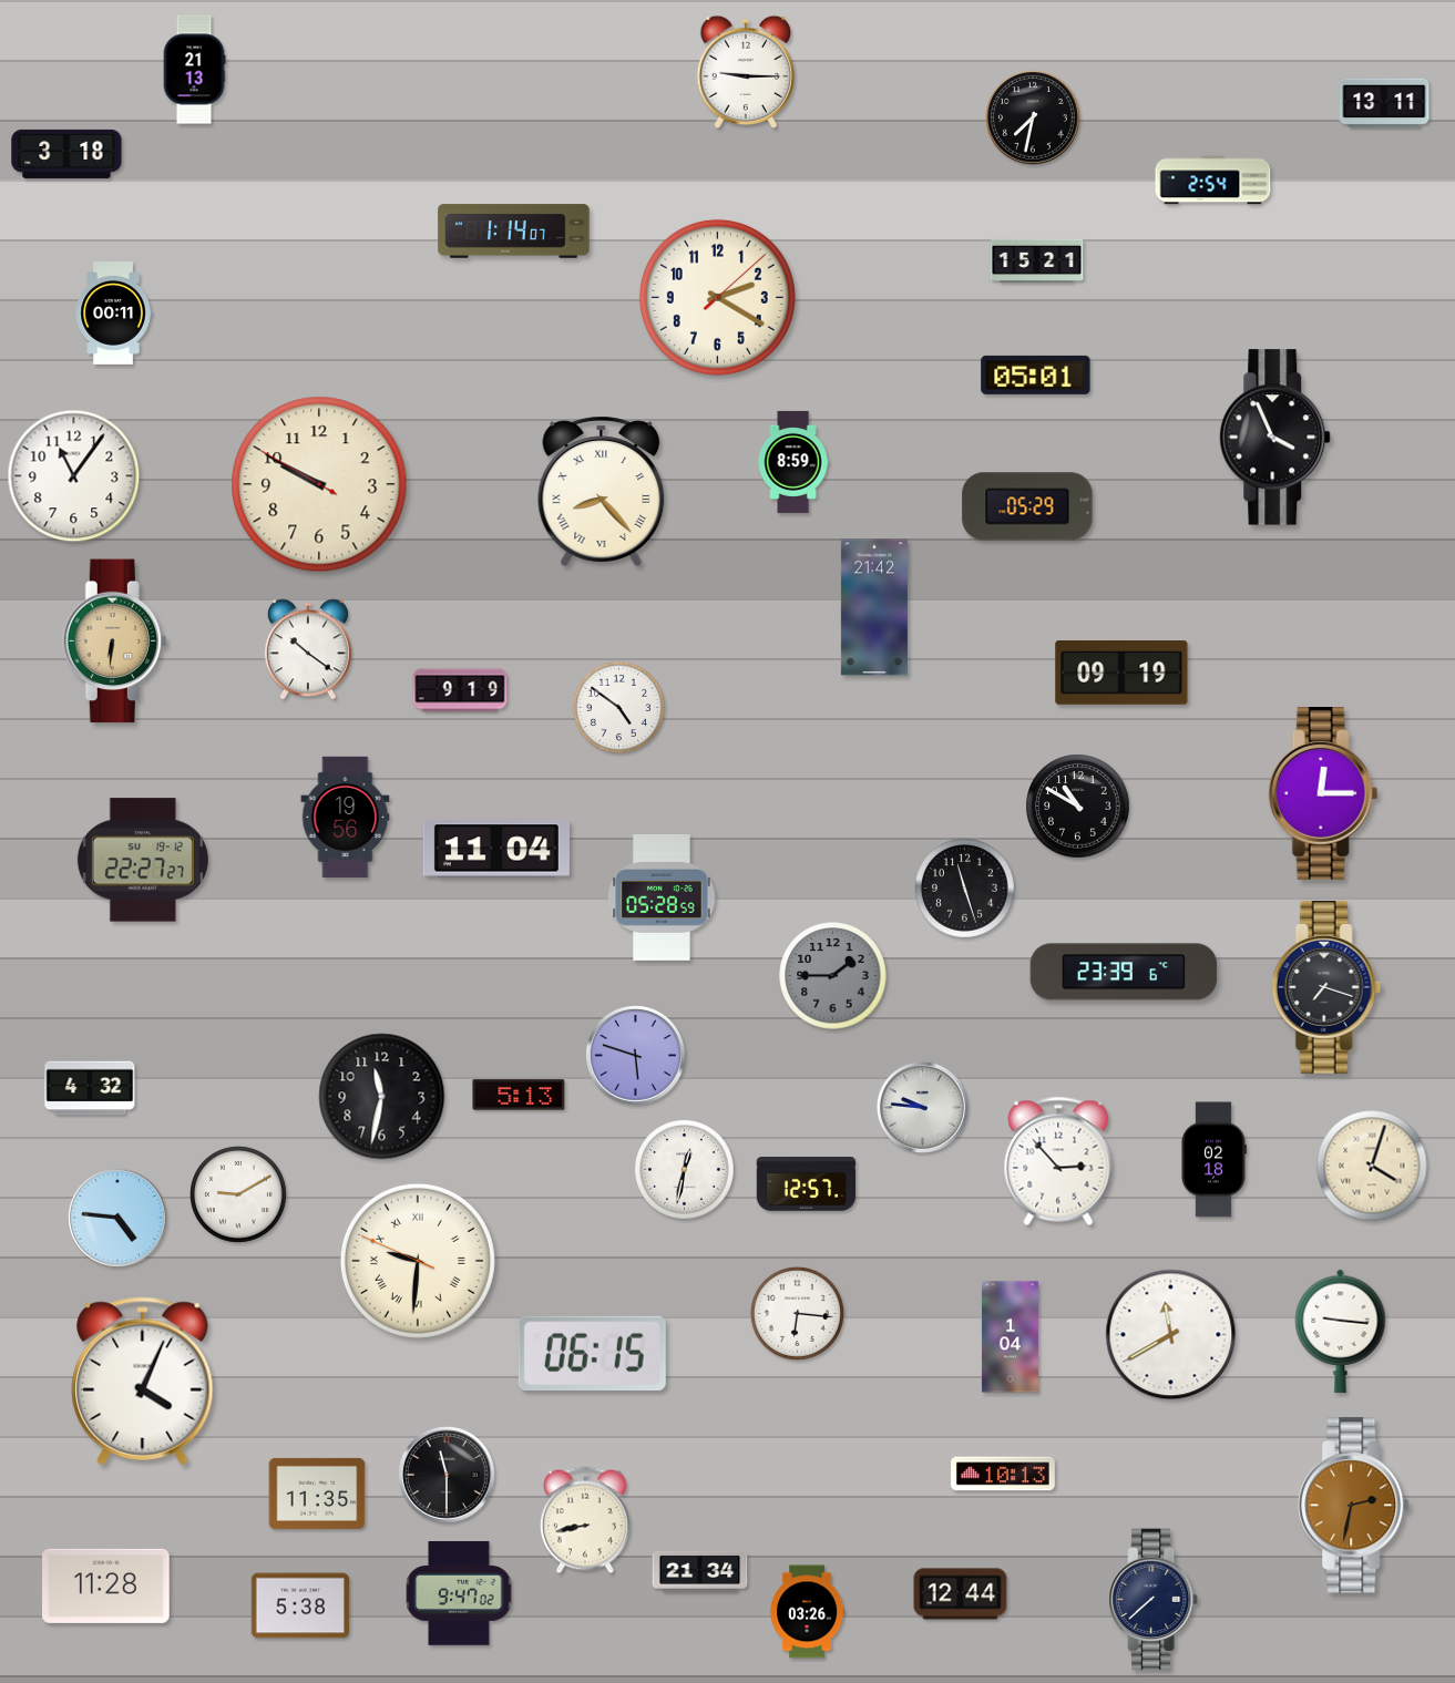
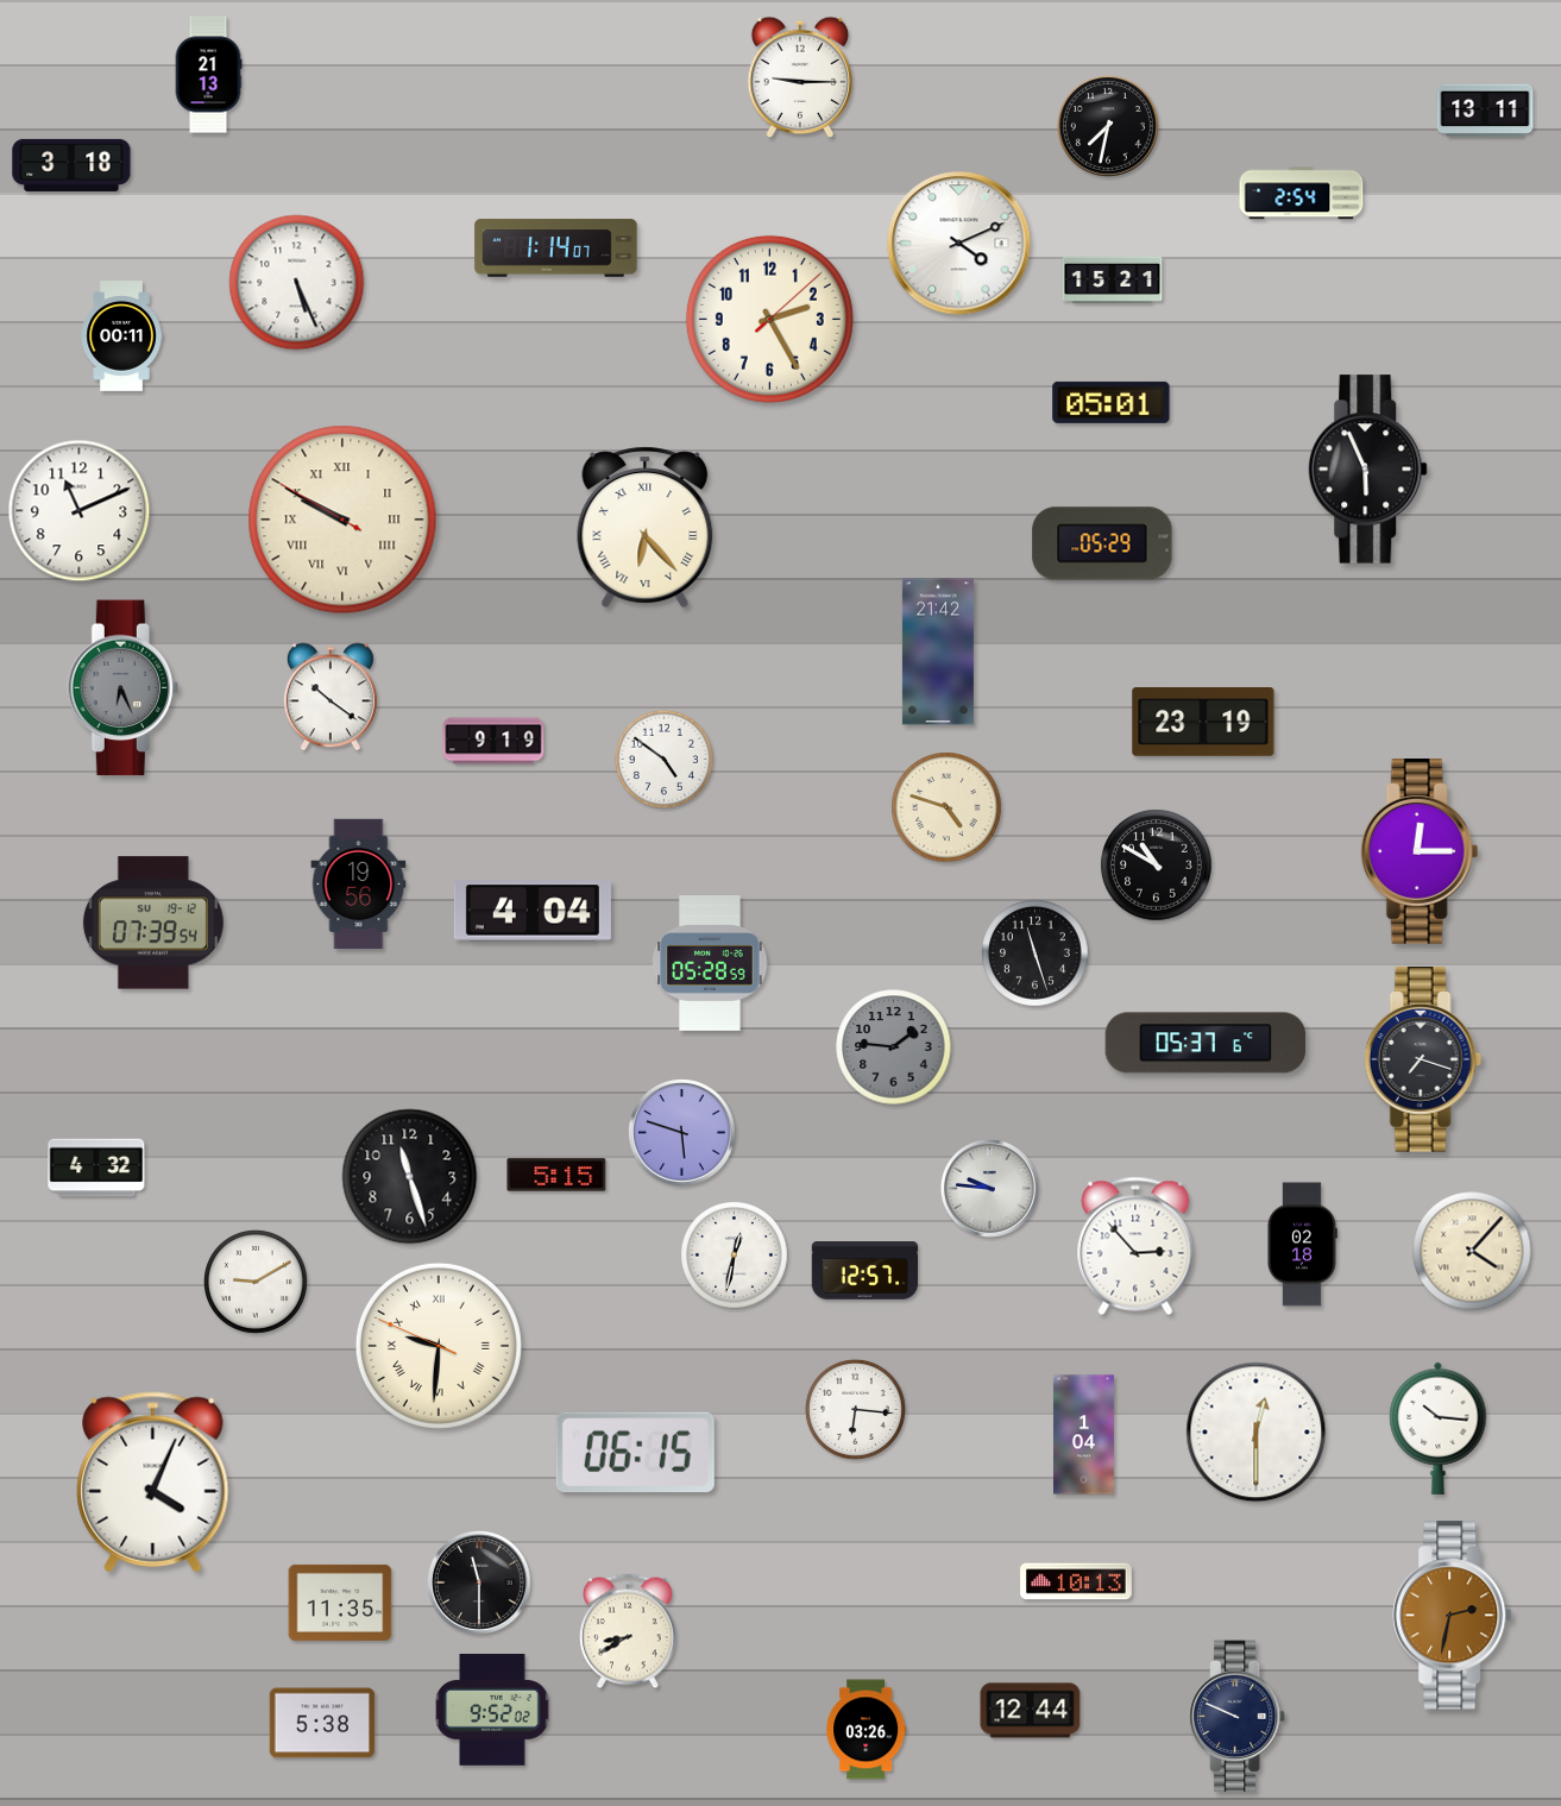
clock at (959, 244): none -> 4:11
clock at (514, 232) position: (514, 232) -> (556, 248)
clock at (297, 283): none -> 5:26
clock at (717, 297): 2:20 -> 2:25
clock at (1275, 438): 3:56 -> 5:56
clock at (793, 462): 8:59 -> none
clock at (74, 476): 11:06 -> 11:11
clock at (319, 484) numerals: Arabic -> Roman
clock at (602, 491): 8:23 -> 6:23
clock at (114, 642): 6:31 -> 6:26
clock at (114, 642) dial: champagne -> grey
clock at (1121, 674): 09:19 -> 23:19
clock at (946, 807): none -> 4:48
clock at (346, 818) position: (346, 818) -> (359, 885)
clock at (496, 849): 11:04 -> 4:04
clock at (143, 860): 22:27 -> 07:39
clock at (1124, 972): 23:39 -> 05:37
clock at (833, 976): 1:45 -> 1:46
clock at (519, 1095): 5:13 -> 5:15
clock at (382, 1097): 11:32 -> 11:27
clock at (1372, 1166): 4:03 -> 4:07
clock at (119, 1219): 4:46 -> none
clock at (418, 1261) position: (418, 1261) -> (439, 1346)
clock at (1341, 1331): 9:16 -> 10:16
clock at (1171, 1335): 11:40 -> 12:30
clock at (585, 1520): 8:43 -> 8:40
clock at (700, 1571): 21:34 -> none
clock at (106, 1585): 11:28 -> none
clock at (459, 1594): 9:47 -> 9:52
clock at (1155, 1600): 7:38 -> 9:49
